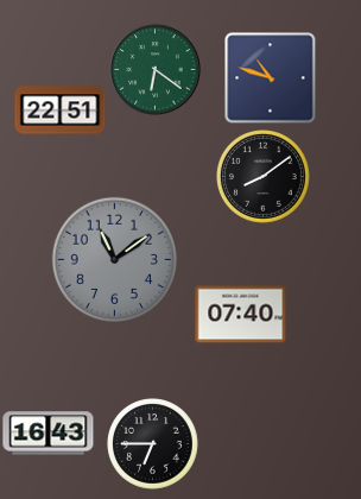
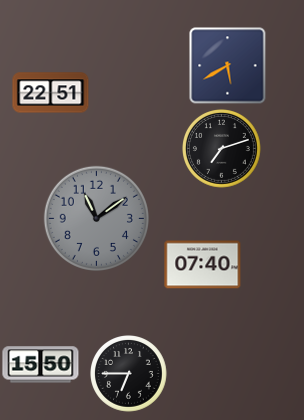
clock at (156, 70): 6:21 -> none
clock at (271, 78): 10:48 -> 5:40
clock at (264, 177): 8:09 -> 7:12
clock at (49, 434): 16:43 -> 15:50
